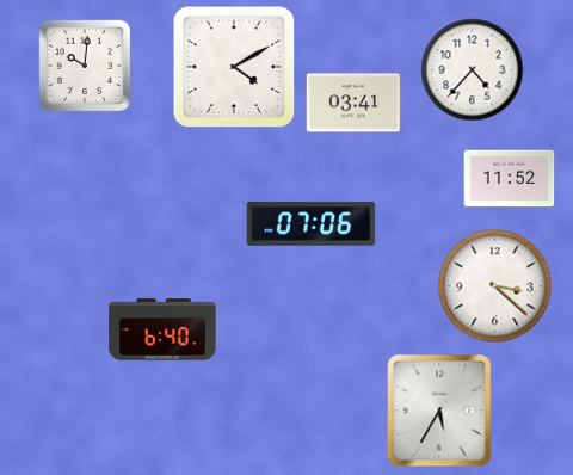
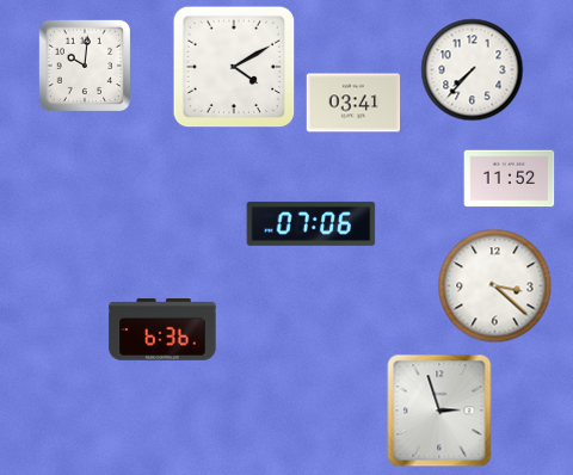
clock at (473, 70): 4:37 -> 7:37
clock at (162, 329): 6:40 -> 6:36
clock at (439, 411): 5:35 -> 2:57
